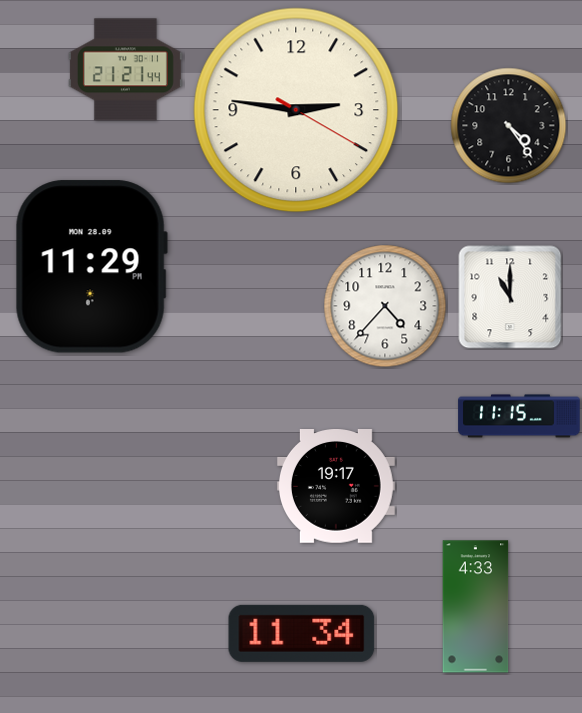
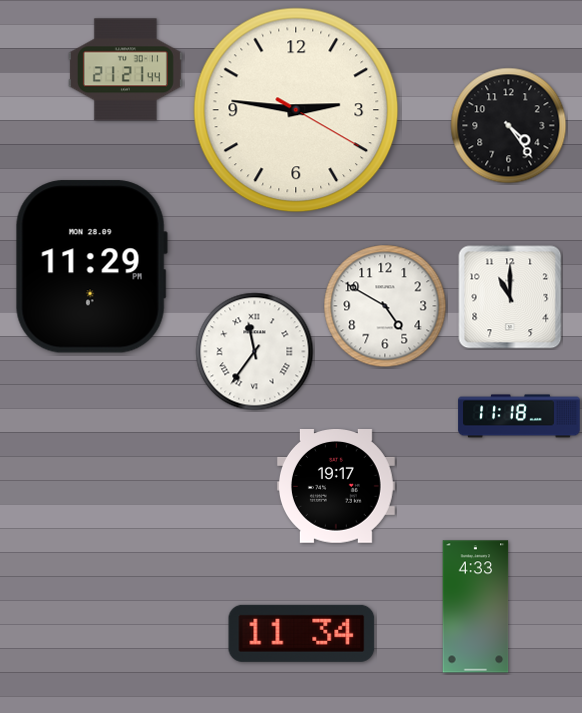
clock at (385, 306): 4:37 -> 4:50
clock at (255, 352): none -> 11:36
clock at (519, 416): 11:15 -> 11:18
